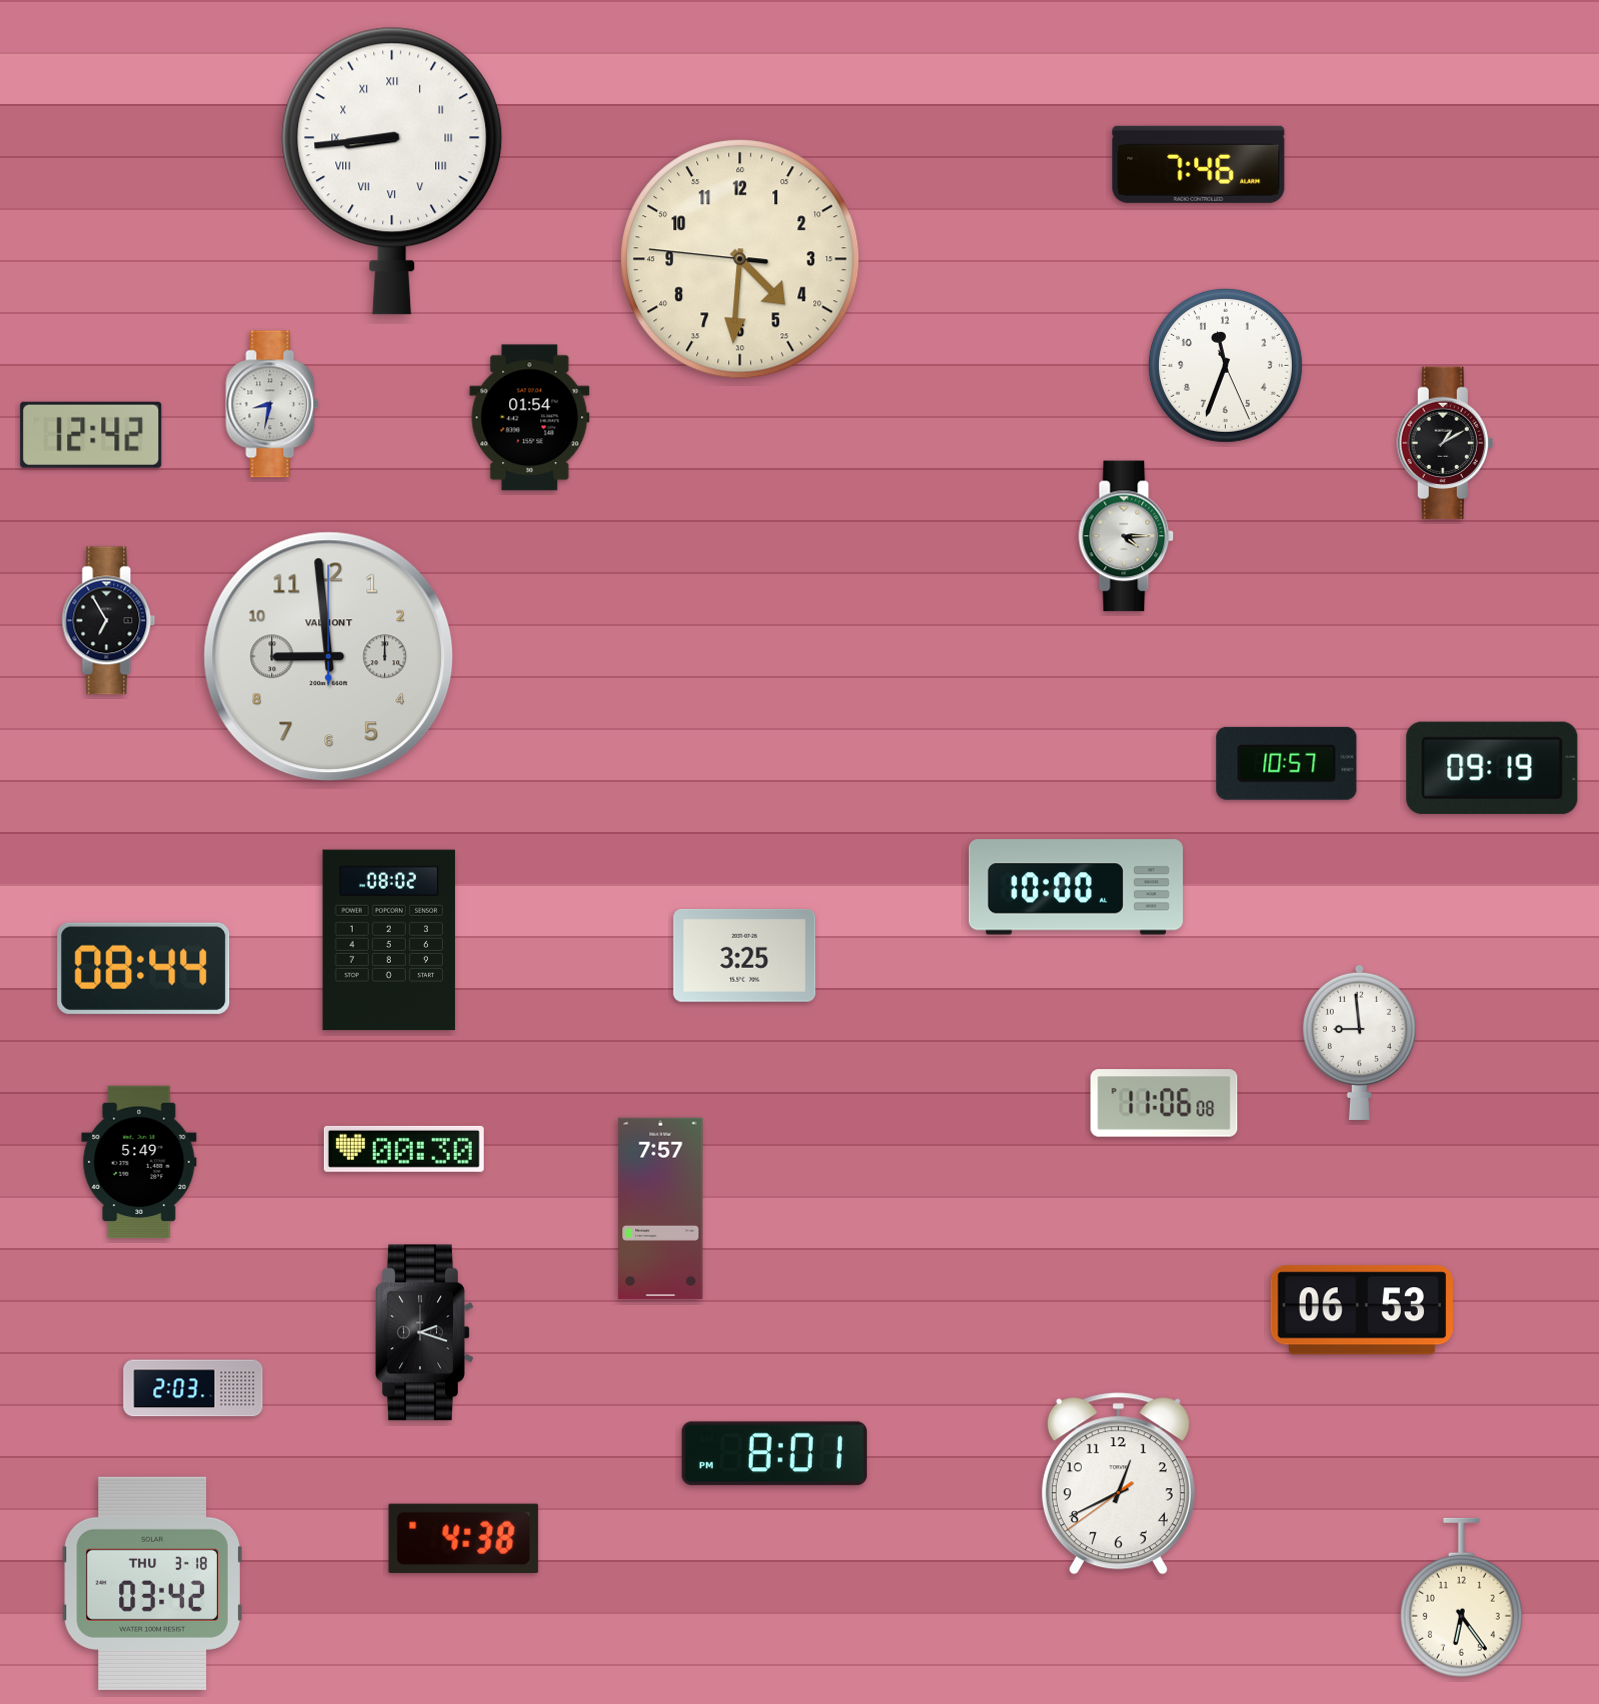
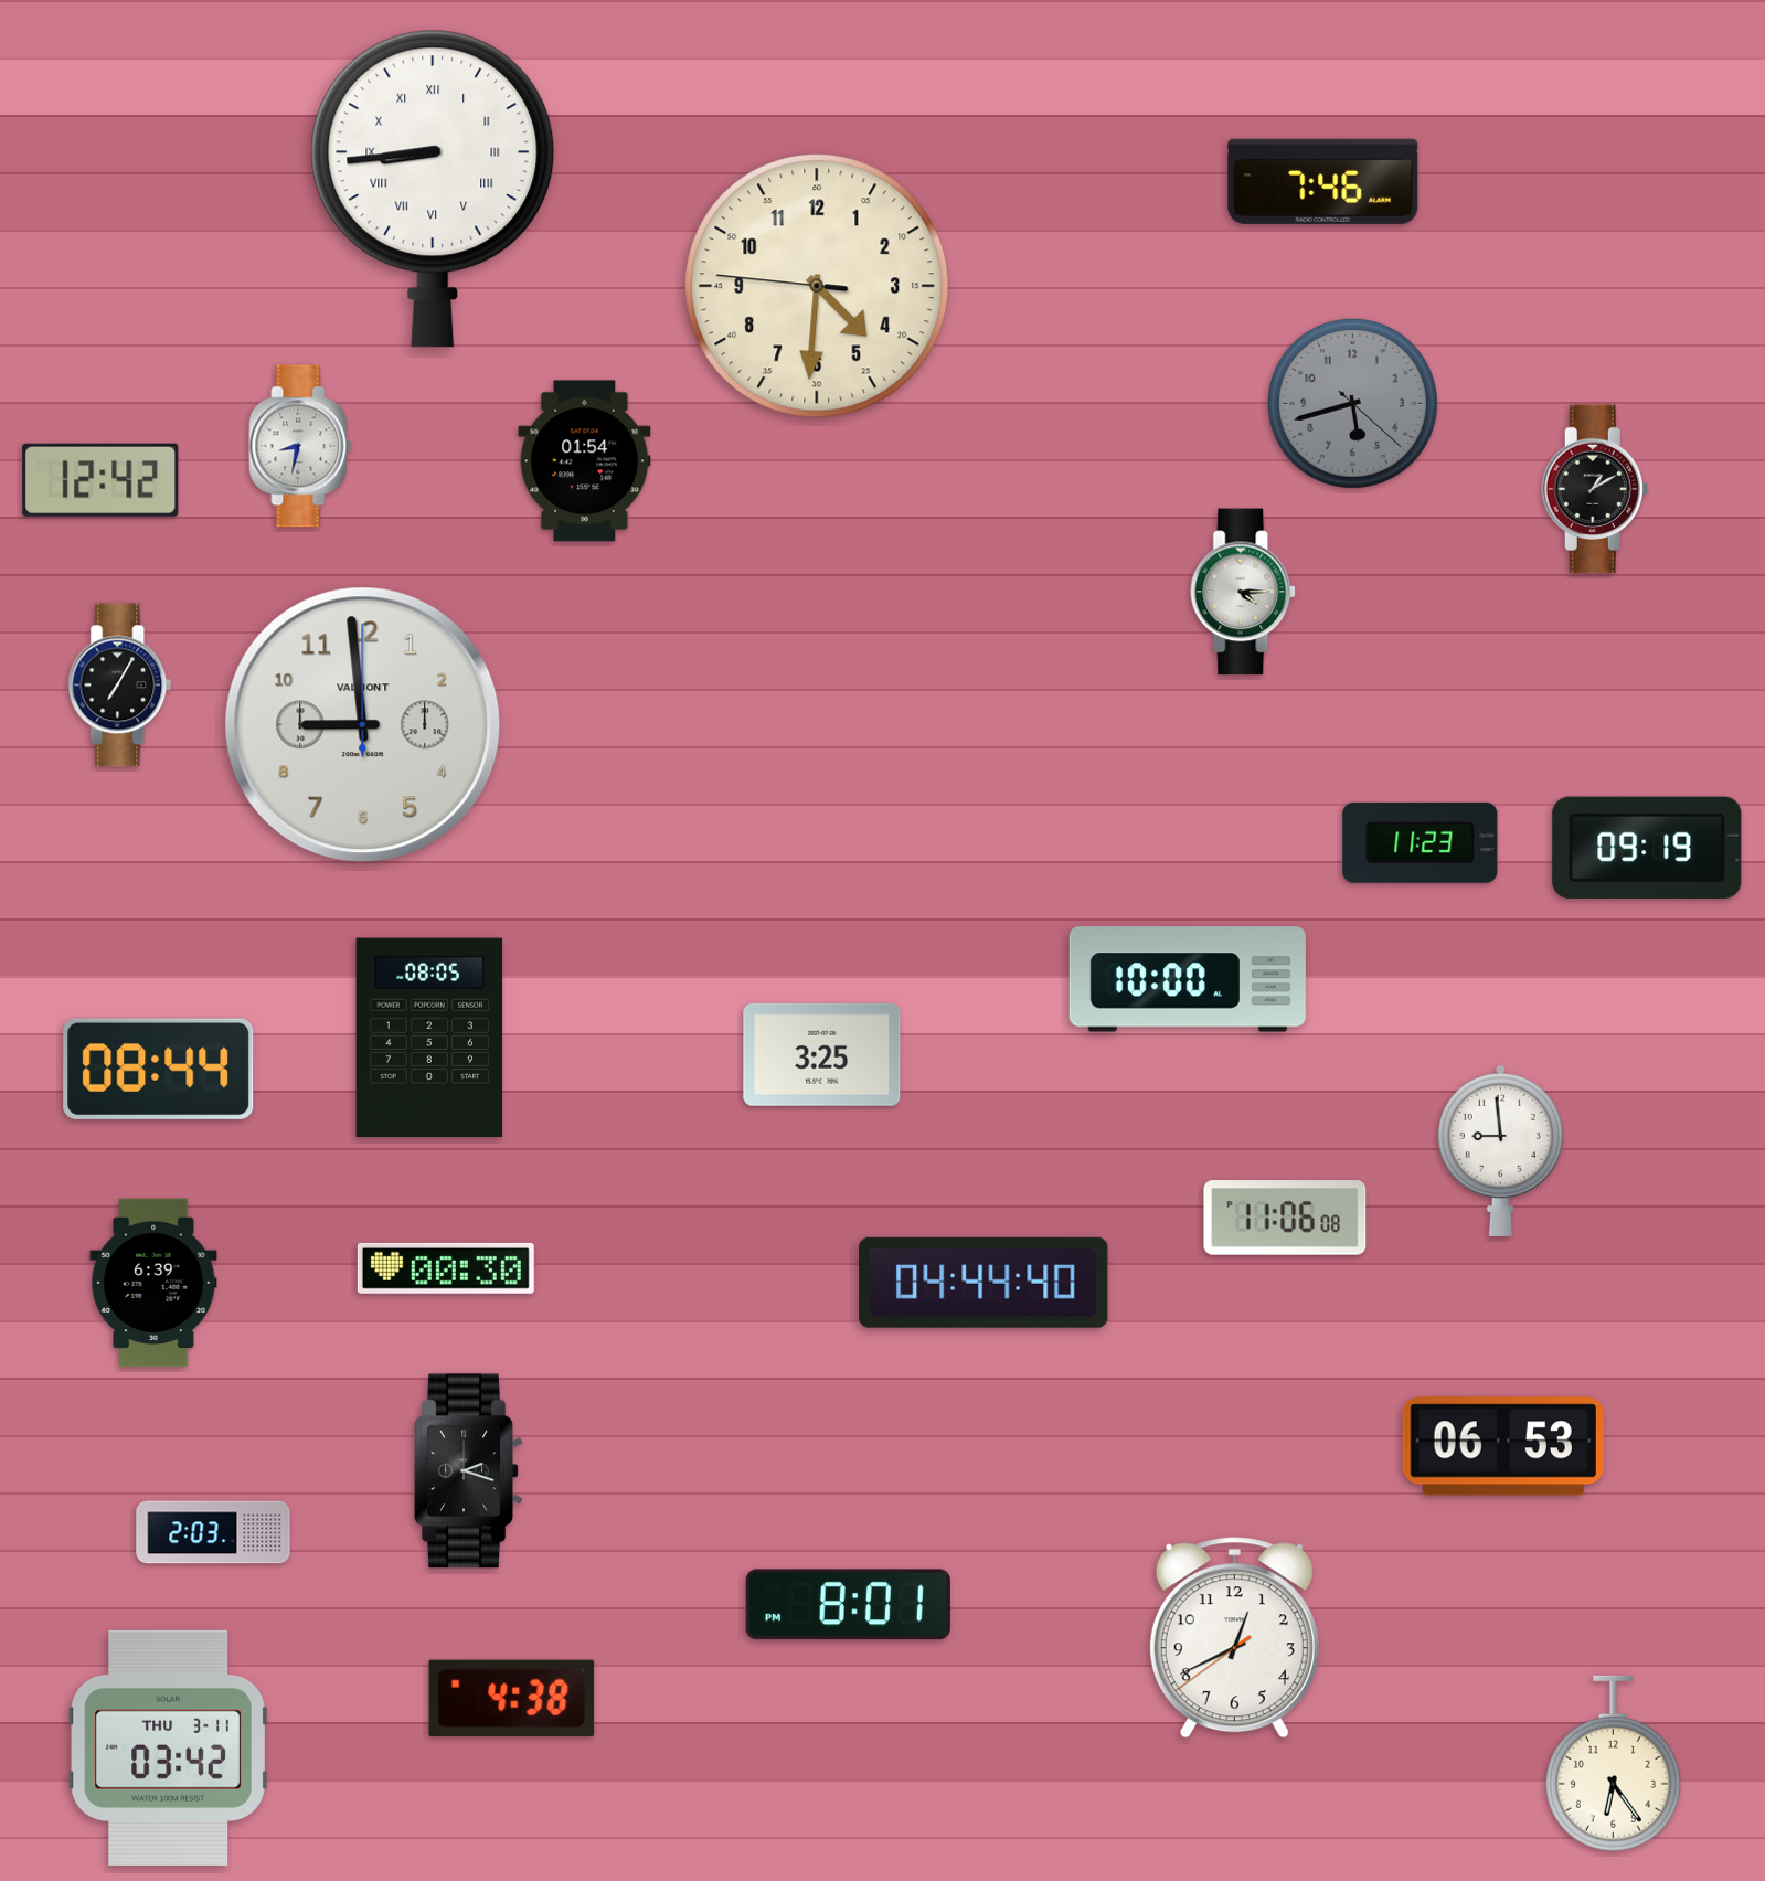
clock at (1225, 365): 11:33 -> 5:42
clock at (1225, 365) dial: white -> grey
clock at (109, 621): 6:55 -> 7:05
clock at (1287, 763): 10:57 -> 11:23
clock at (389, 940): 08:02 -> 08:05
clock at (139, 1162): 5:49 -> 6:39
clock at (983, 1283): none -> 04:44
clock at (661, 1209): 7:57 -> none
clock at (774, 1454) position: (774, 1454) -> (848, 1605)
clock at (152, 1583) date: THU 3-18 -> THU 3-11
